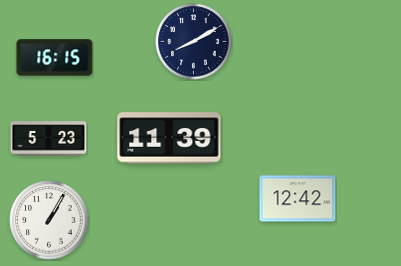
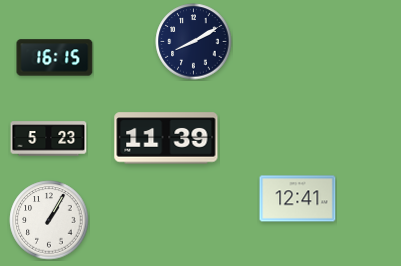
clock at (169, 138) position: (169, 138) -> (166, 138)
clock at (298, 199): 12:42 -> 12:41
